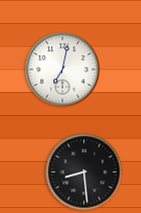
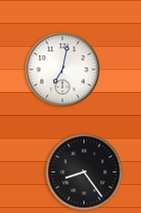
clock at (84, 172): 8:29 -> 8:24
